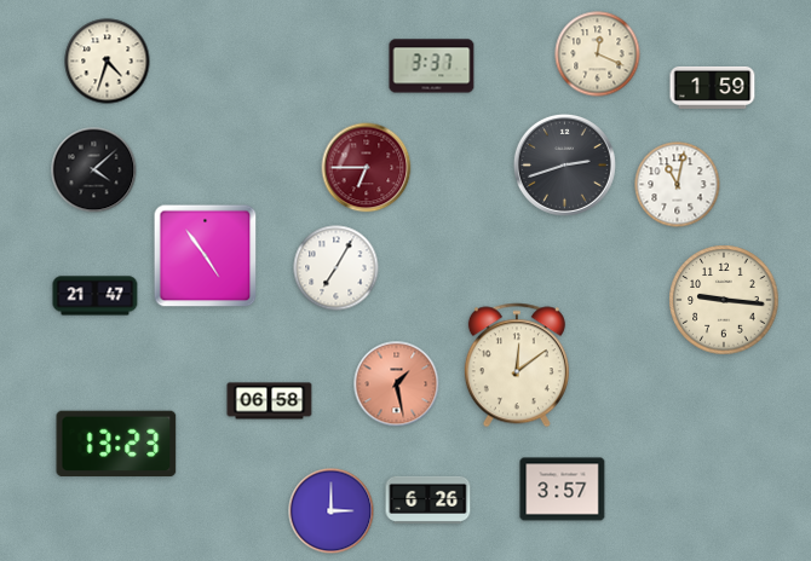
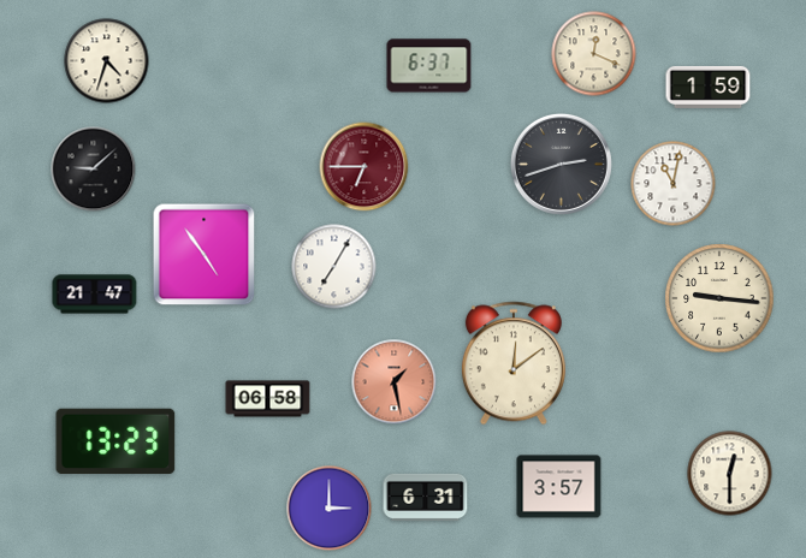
clock at (432, 66): 3:37 -> 6:37
clock at (94, 170): 4:08 -> 9:08
clock at (730, 474): none -> 12:30
clock at (428, 499): 6:26 -> 6:31
